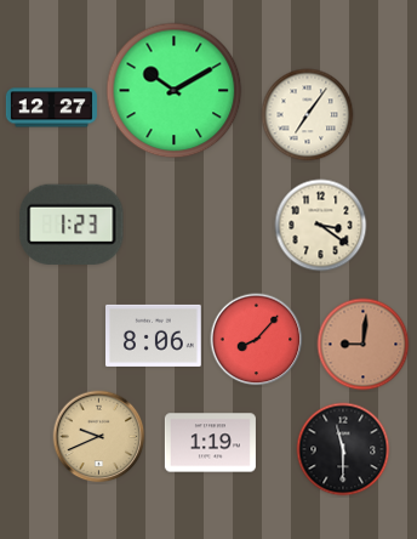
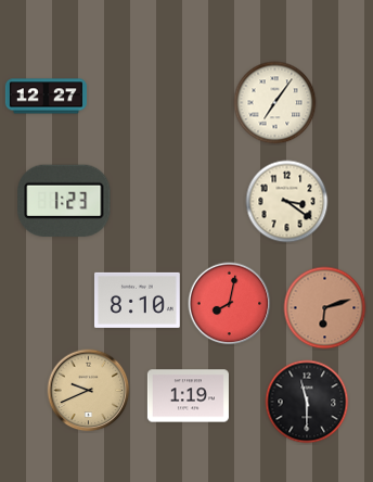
clock at (175, 91): 10:10 -> none
clock at (154, 335): 8:06 -> 8:10
clock at (257, 340): 8:07 -> 8:02
clock at (364, 345): 9:01 -> 6:12
